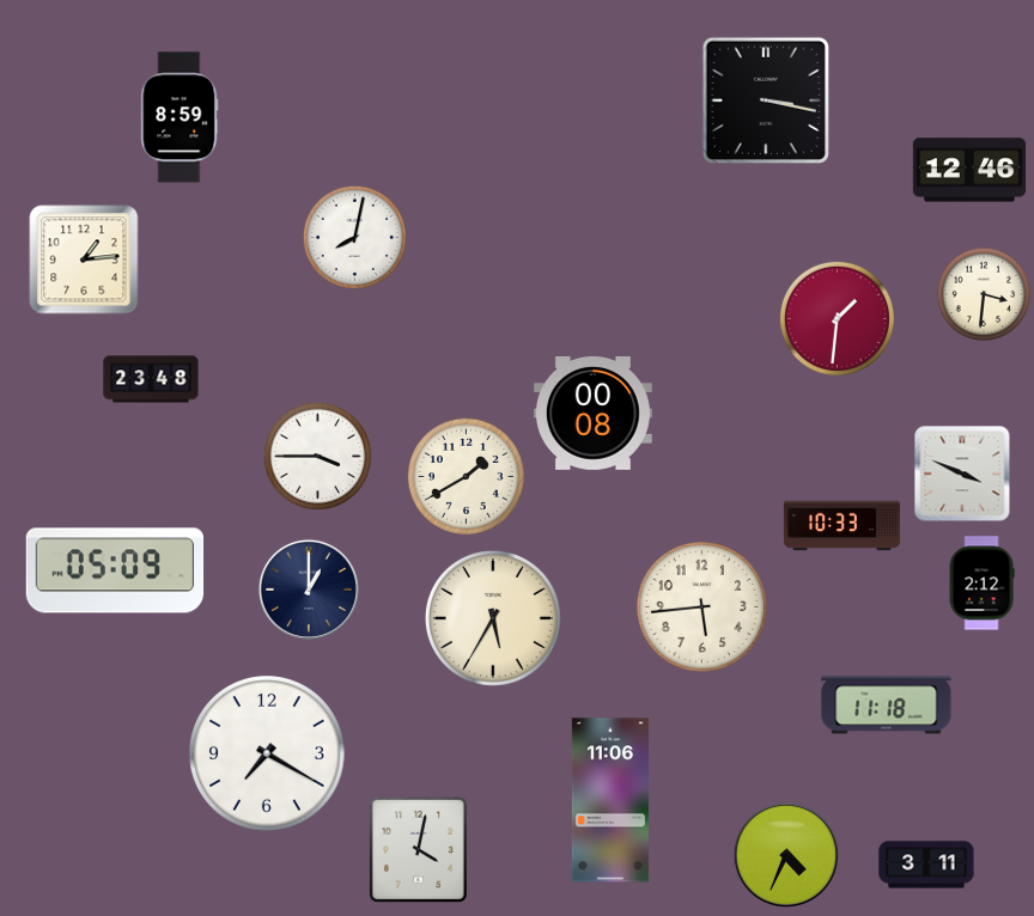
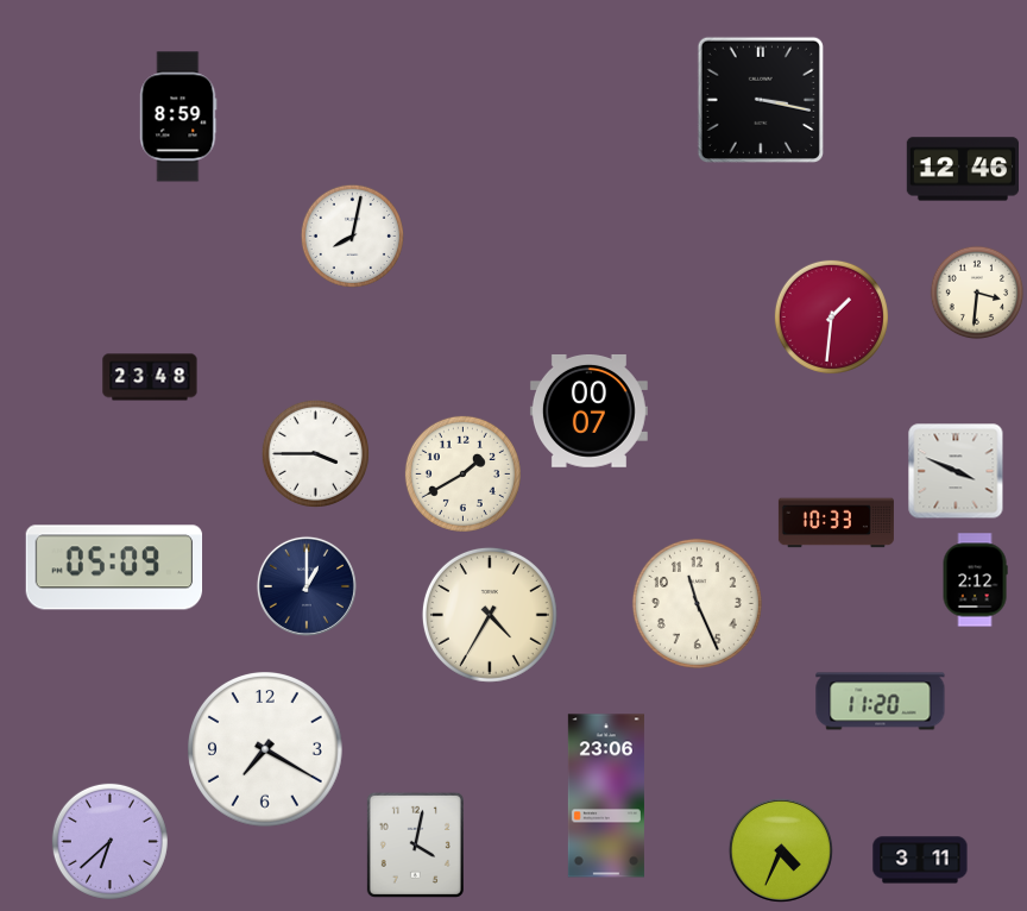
clock at (84, 259): 1:14 -> none
clock at (592, 413): 00:08 -> 00:07
clock at (701, 606): 5:44 -> 11:26
clock at (493, 618): 5:35 -> 4:35
clock at (887, 706): 11:18 -> 11:20
clock at (610, 800): 11:06 -> 23:06
clock at (109, 841): none -> 6:38
